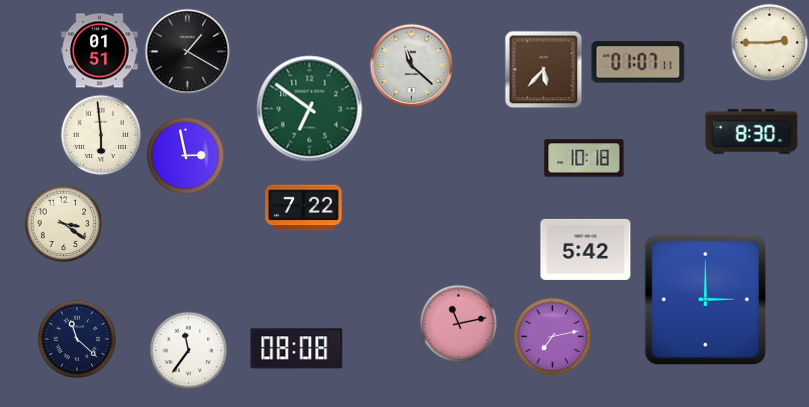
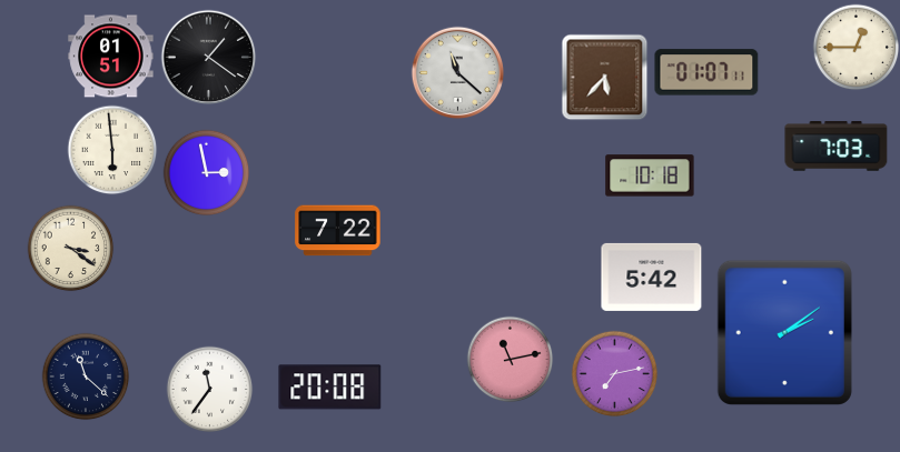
clock at (769, 42): 2:45 -> 12:45
clock at (187, 51): 1:20 -> 1:21
clock at (638, 62) position: (638, 62) -> (706, 72)
clock at (310, 109): 6:51 -> none
clock at (752, 132): 8:30 -> 7:03
clock at (705, 299): 3:00 -> 2:09
clock at (297, 349): 08:08 -> 20:08
